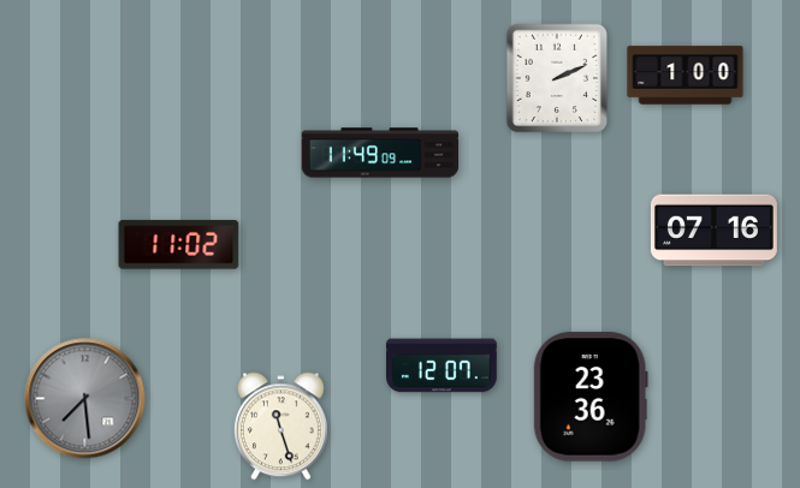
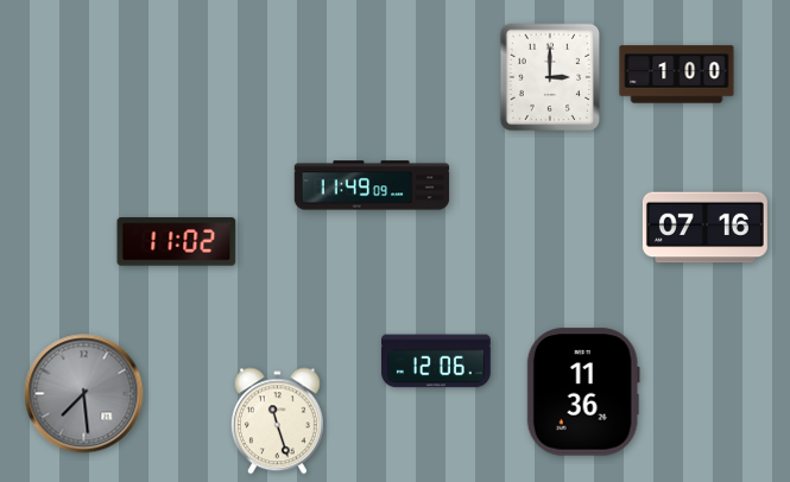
clock at (556, 78): 2:11 -> 3:00
clock at (380, 153) position: (380, 153) -> (372, 185)
clock at (443, 365): 12:07 -> 12:06
clock at (591, 397): 23:36 -> 11:36
